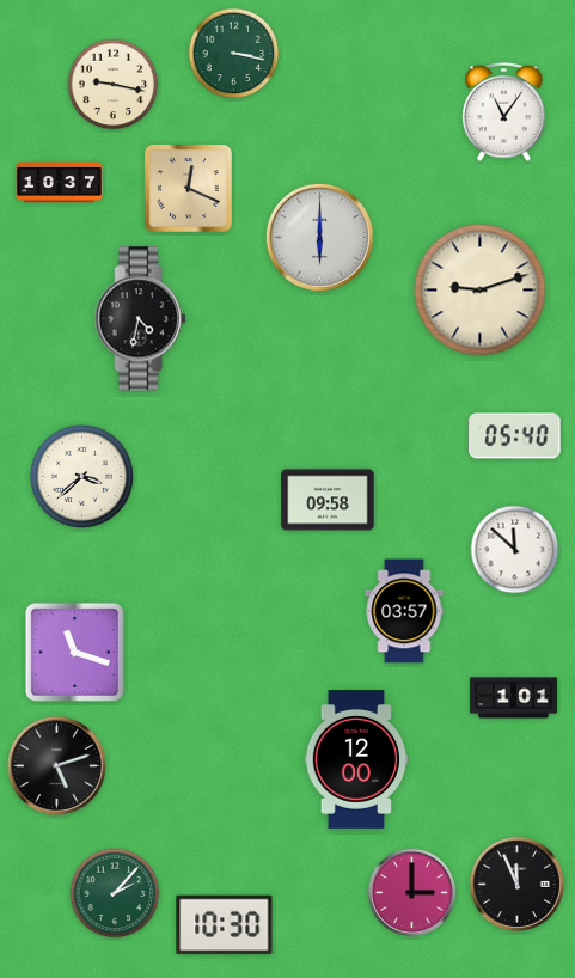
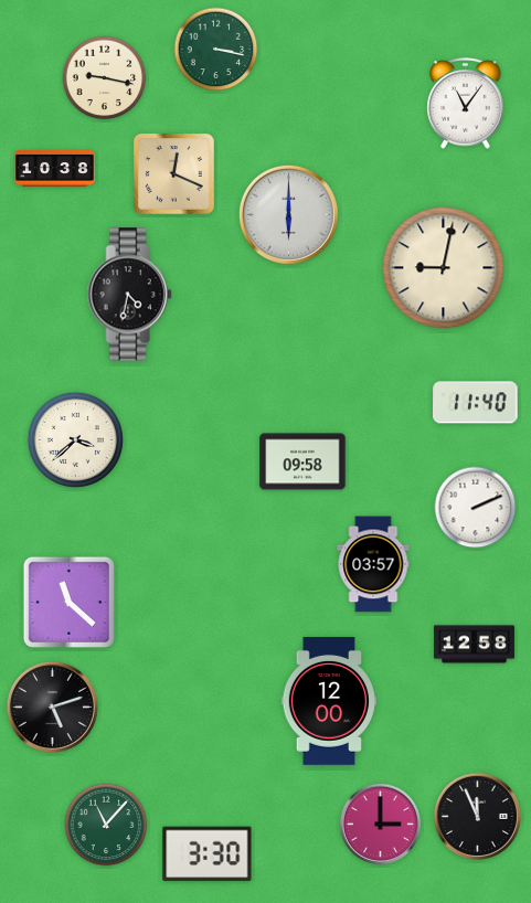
clock at (59, 183): 10:37 -> 10:38
clock at (319, 237) position: (319, 237) -> (288, 214)
clock at (481, 291): 9:12 -> 9:02
clock at (515, 436): 05:40 -> 11:40
clock at (515, 550): 11:52 -> 2:11
clock at (74, 652): 11:18 -> 11:22
clock at (513, 698): 1:01 -> 12:58
clock at (115, 893): 2:07 -> 11:07
clock at (225, 925): 10:30 -> 3:30
